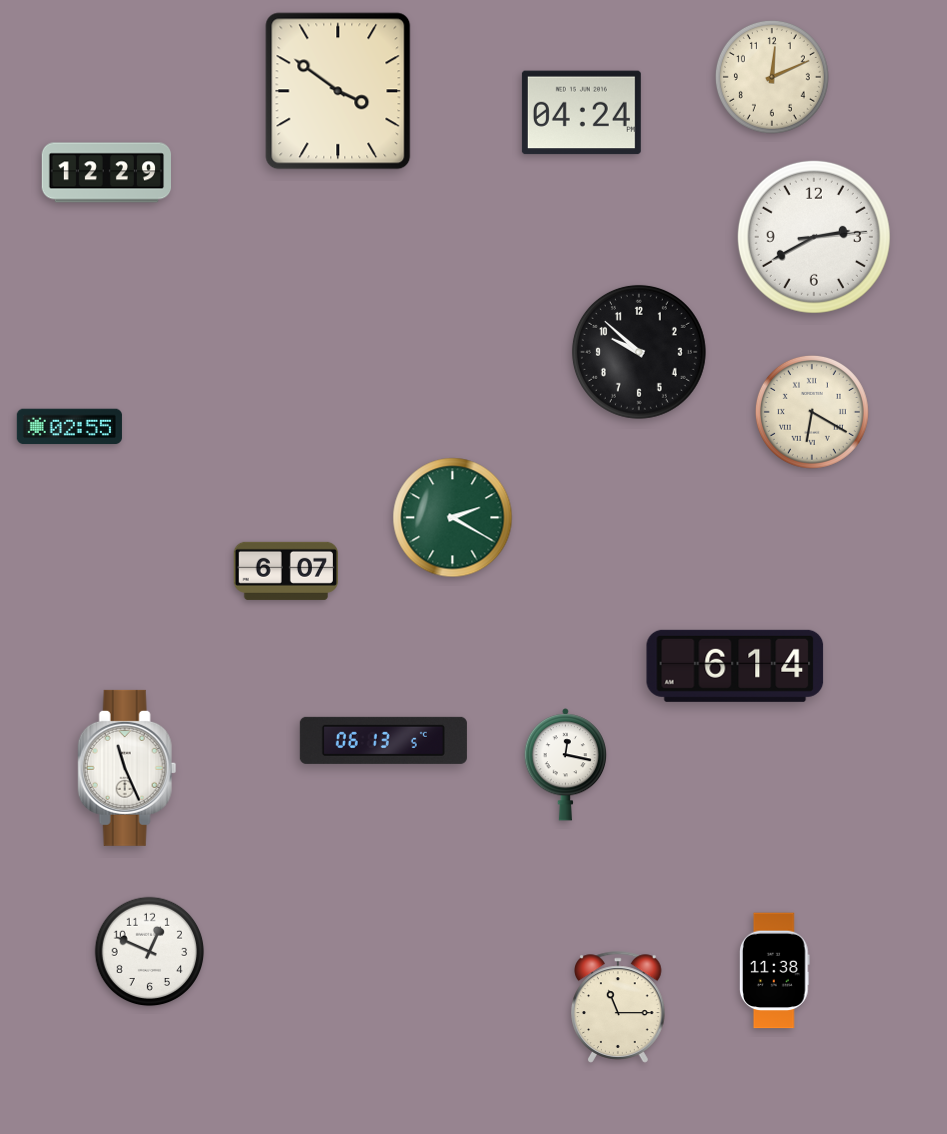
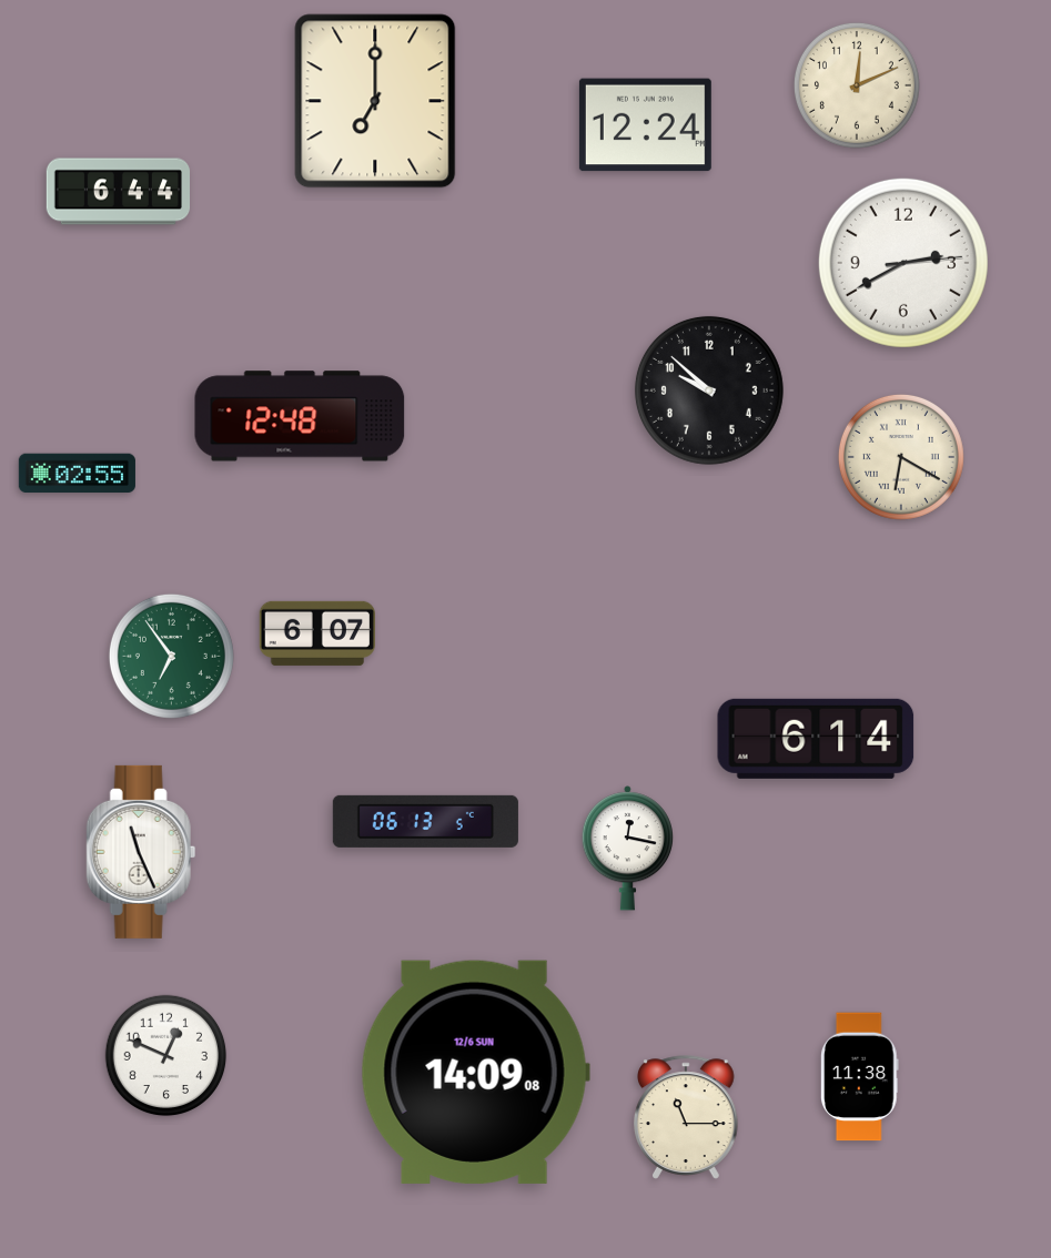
clock at (338, 91): 3:51 -> 7:00
clock at (581, 113): 04:24 -> 12:24
clock at (106, 173): 12:29 -> 6:44
clock at (300, 416): none -> 12:48
clock at (453, 518): 2:20 -> none
clock at (171, 656): none -> 6:54
clock at (475, 1072): none -> 14:09
